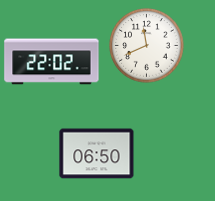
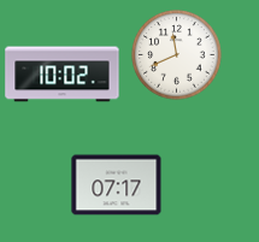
clock at (52, 62): 22:02 -> 10:02
clock at (97, 154): 06:50 -> 07:17
